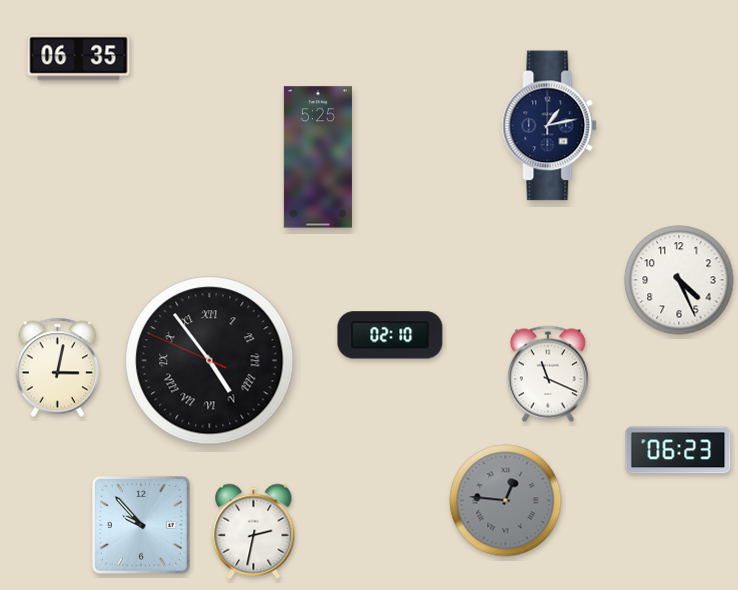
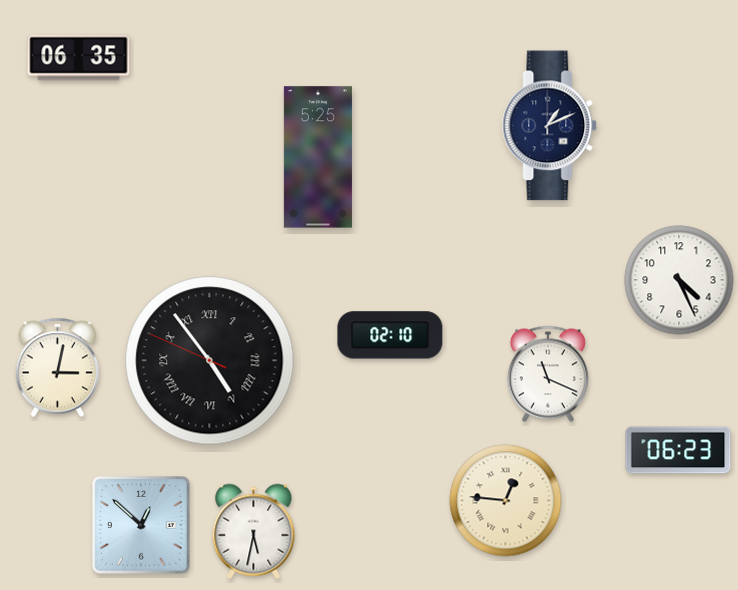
clock at (550, 126): 1:13 -> 1:11
clock at (506, 501) dial: grey -> cream
clock at (142, 526): 9:53 -> 12:52
clock at (254, 532): 2:32 -> 5:32
